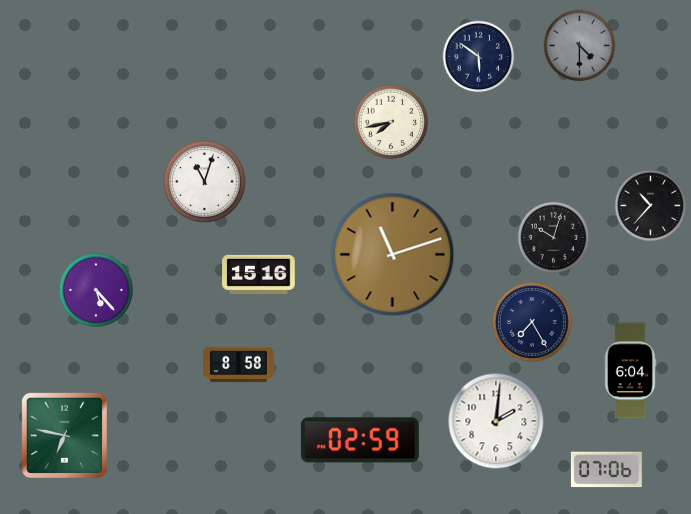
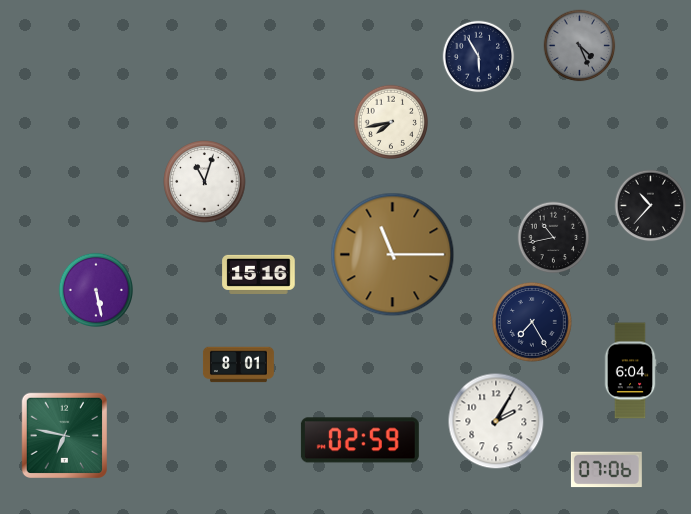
clock at (580, 46): 4:30 -> 4:26
clock at (479, 57): 5:51 -> 5:55
clock at (554, 238): 10:03 -> 10:43
clock at (393, 255): 11:12 -> 11:15
clock at (95, 289): 5:23 -> 5:28
clock at (238, 365): 8:58 -> 8:01
clock at (496, 421): 2:01 -> 2:05
